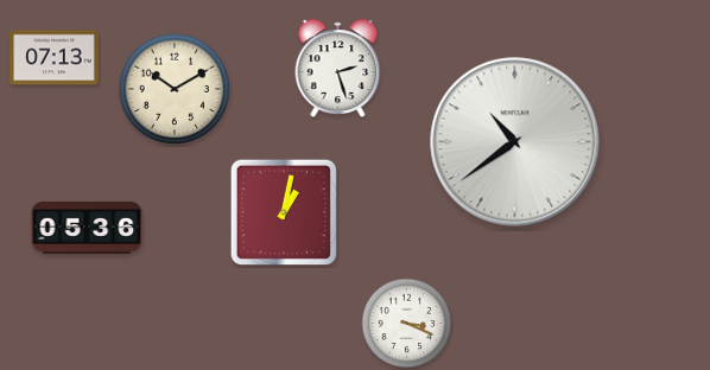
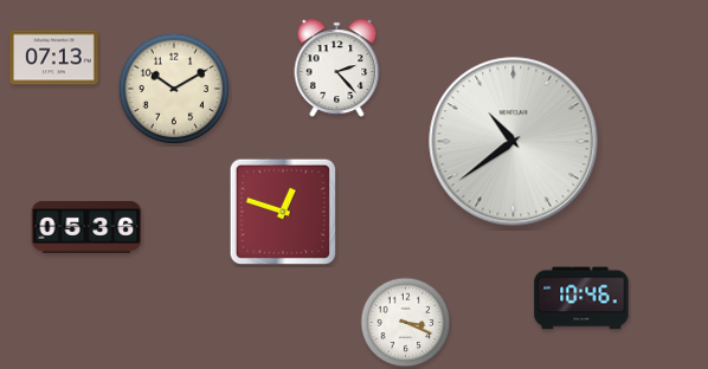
clock at (338, 69): 2:27 -> 2:23
clock at (283, 211): 1:02 -> 12:48
clock at (581, 298): none -> 10:46
